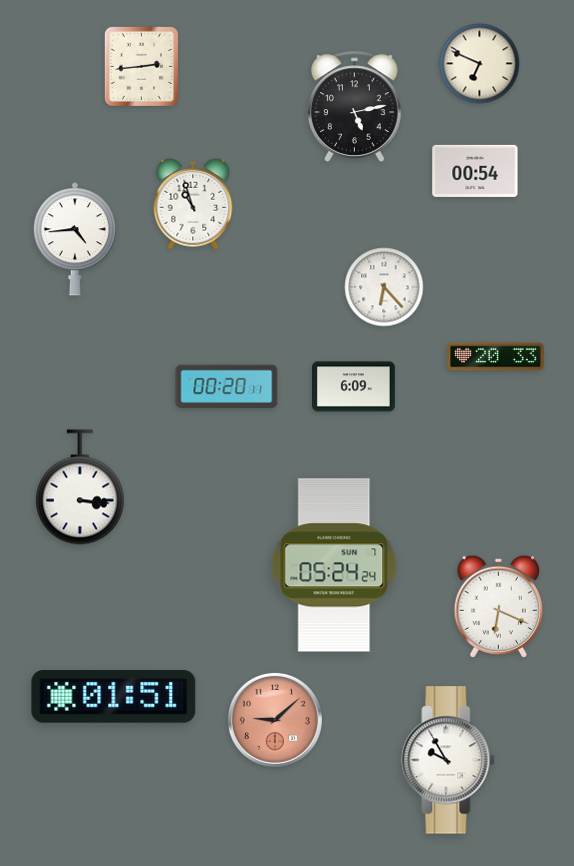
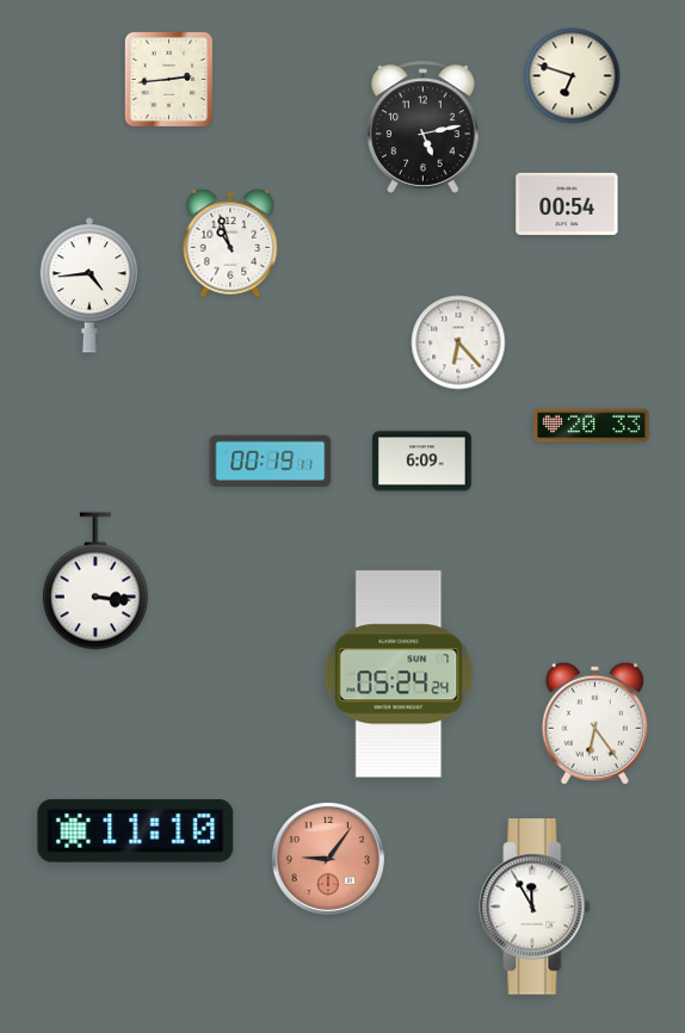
clock at (480, 64): 6:49 -> 6:48
clock at (227, 386): 00:20 -> 00:19
clock at (498, 606): 6:19 -> 6:24
clock at (114, 697): 01:51 -> 11:10
clock at (275, 720): 9:08 -> 9:06
clock at (448, 760): 9:55 -> 11:55
